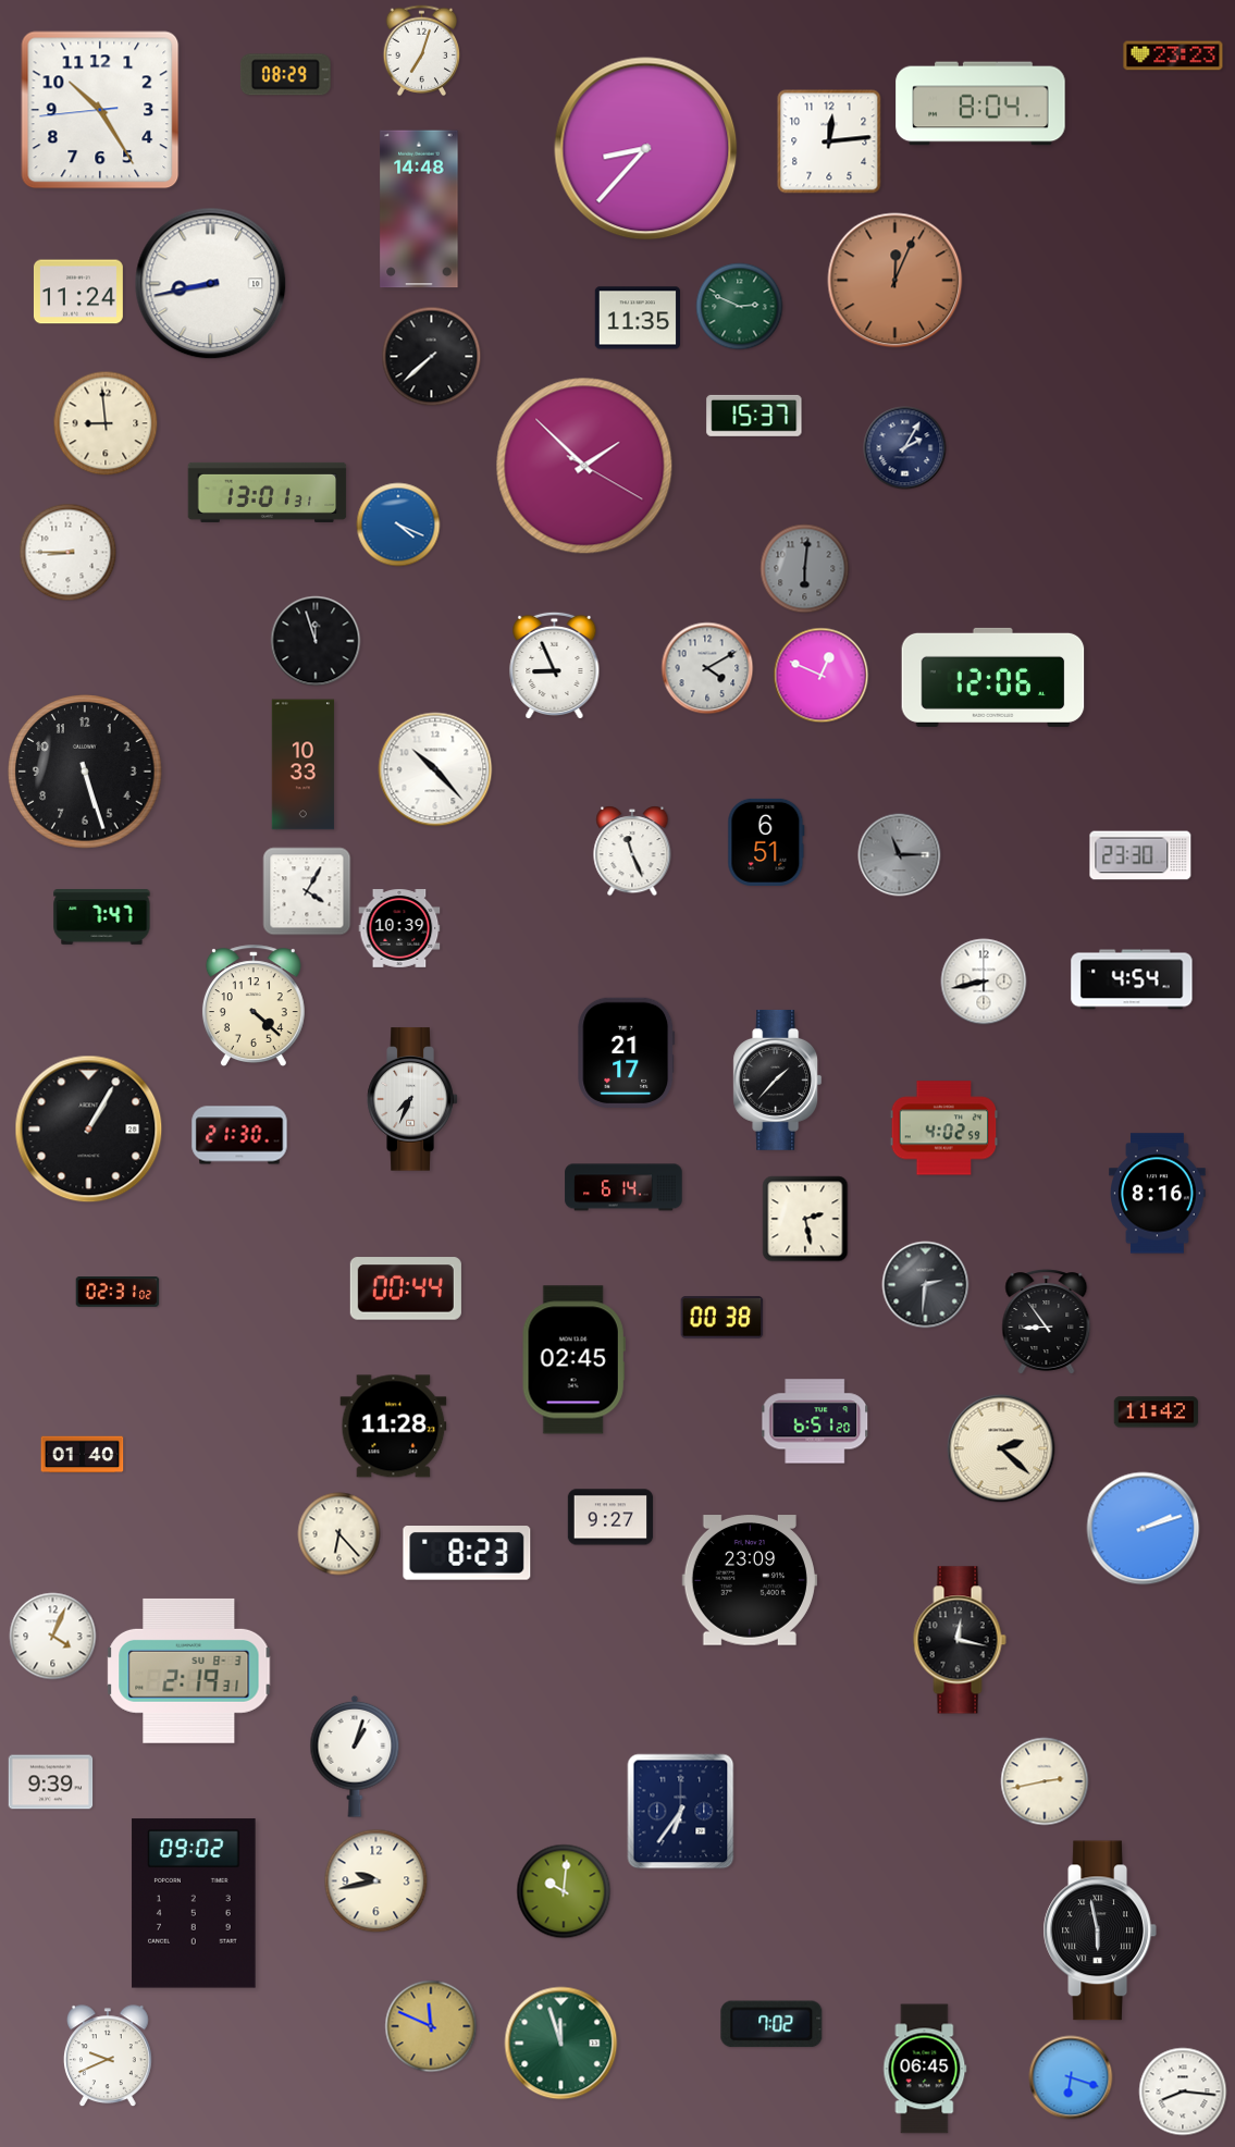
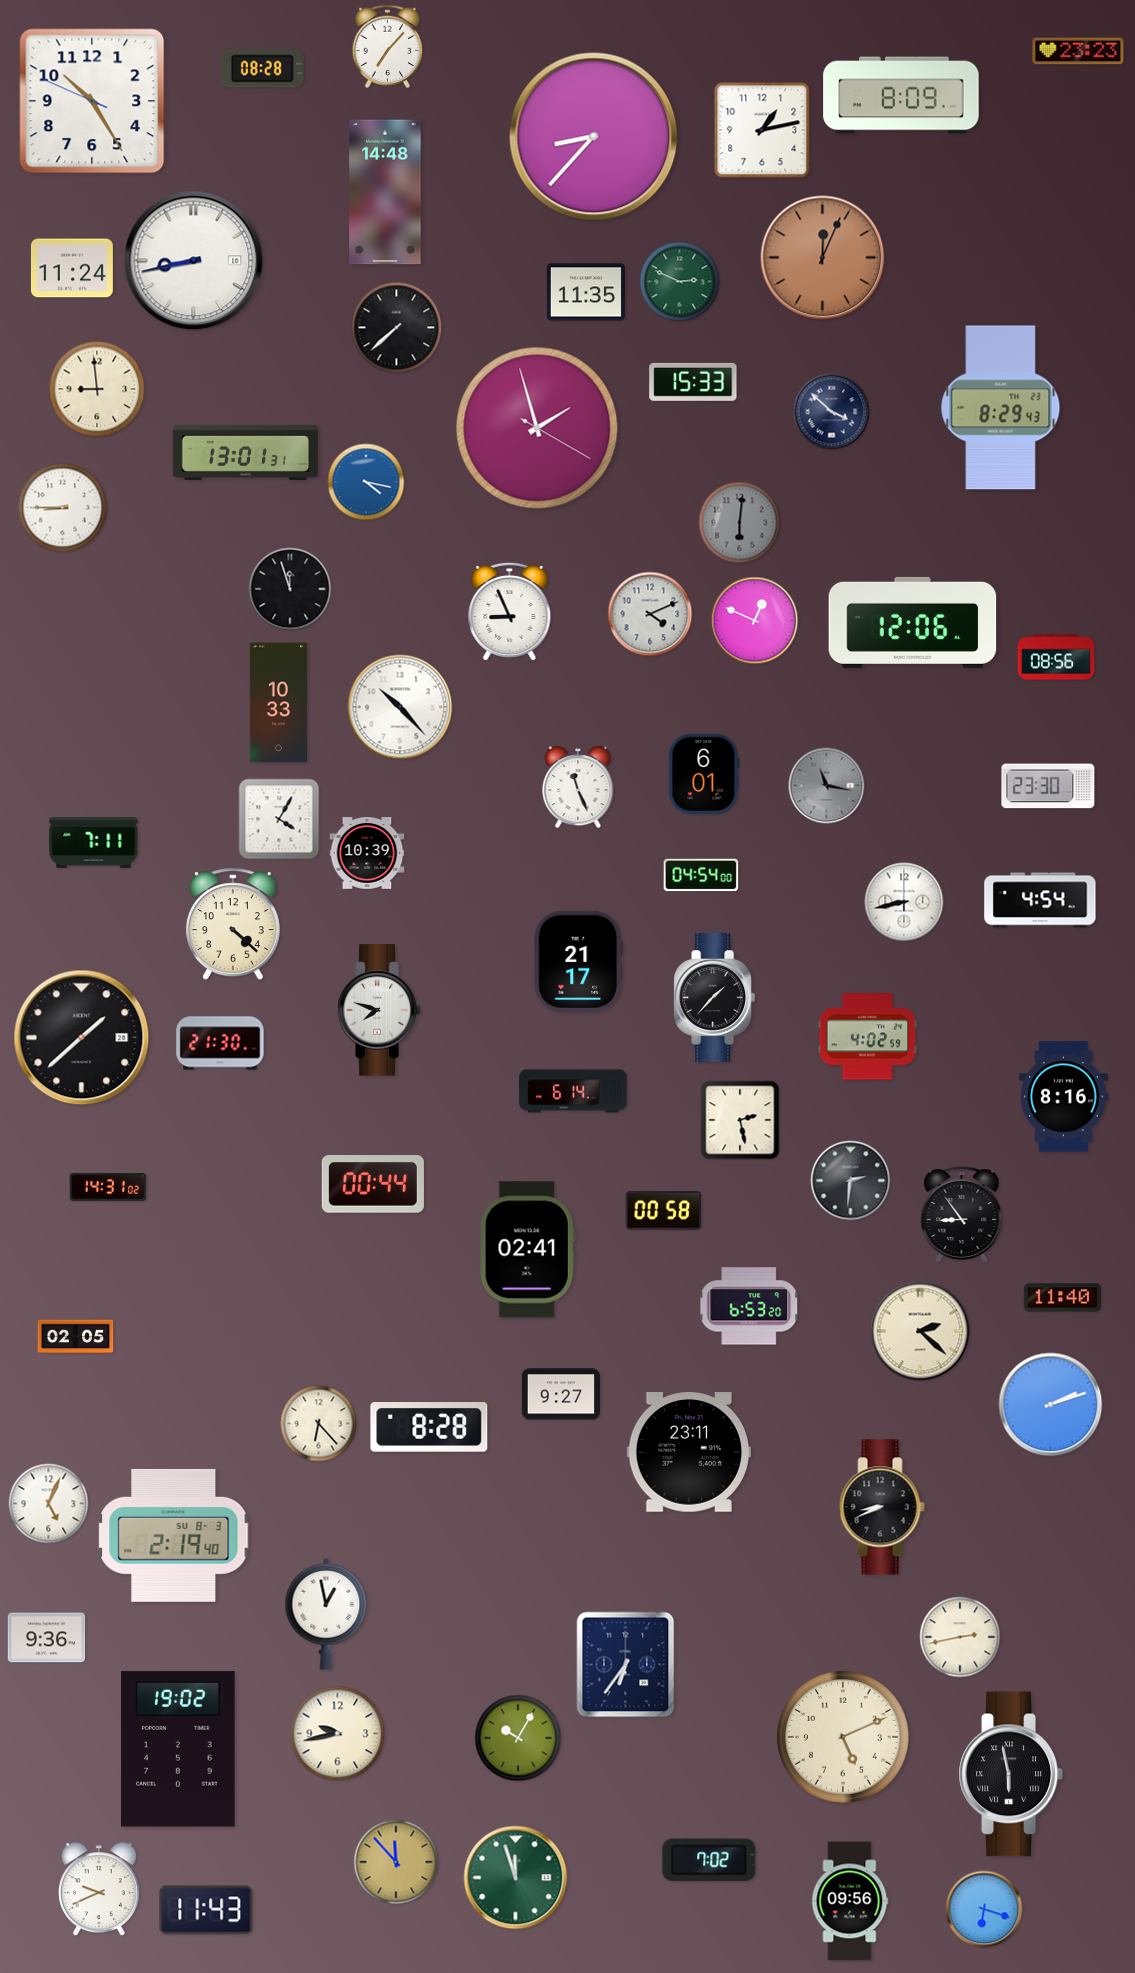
clock at (422, 51): 7:03 -> 7:07
clock at (285, 75): 08:29 -> 08:28
clock at (980, 103): 8:04 -> 8:09
clock at (100, 110): 10:24:44 -> 10:24:49
clock at (829, 141): 12:14 -> 1:13
clock at (754, 416): 15:37 -> 15:33
clock at (1001, 408): none -> 8:29
clock at (905, 448): 2:05 -> 3:52
clock at (584, 466): 1:52 -> 1:57
clock at (398, 525): 4:19 -> 4:17
clock at (707, 668): 4:10 -> 4:11
clock at (1056, 657): none -> 08:56
clock at (85, 772): 5:27 -> none
clock at (766, 842): 6:51 -> 6:01
clock at (632, 851) position: (632, 851) -> (578, 787)
clock at (900, 855): 11:15 -> 11:17
clock at (307, 891) position: (307, 891) -> (279, 819)
clock at (102, 917): 7:47 -> 7:11
clock at (701, 875): none -> 04:54
clock at (627, 1052) position: (627, 1052) -> (579, 961)
clock at (778, 1079) position: (778, 1079) -> (715, 997)
clock at (412, 1099): 7:34 -> 7:48
clock at (89, 1130): 1:05 -> 1:38
clock at (118, 1293): 02:31 -> 14:31
clock at (723, 1318): 00:38 -> 00:58
clock at (573, 1360): 02:45 -> 02:41
clock at (1157, 1412): 11:42 -> 11:40
clock at (815, 1421): 6:51 -> 6:53
clock at (394, 1427): 11:28 -> none
clock at (83, 1455): 01:40 -> 02:05
clock at (339, 1534) position: (339, 1534) -> (319, 1424)
clock at (467, 1554): 8:23 -> 8:28
clock at (750, 1580): 23:09 -> 23:11
clock at (53, 1637): 4:04 -> 5:04
clock at (960, 1640): 12:17 -> 8:41
clock at (189, 1670): 2:19:31 -> 2:19:40
clock at (355, 1756): 1:03 -> 12:58
clock at (51, 1782): 9:39 -> 9:36
clock at (376, 1881) position: (376, 1881) -> (338, 1734)
clock at (843, 1737): none -> 5:11
clock at (564, 1891): 10:01 -> 10:05
clock at (194, 1903): 09:02 -> 19:02
clock at (431, 2026): 11:49 -> 11:53
clock at (925, 2069): 06:45 -> 09:56
clock at (206, 1910): none -> 11:43
clock at (1183, 2092): 8:16 -> none
